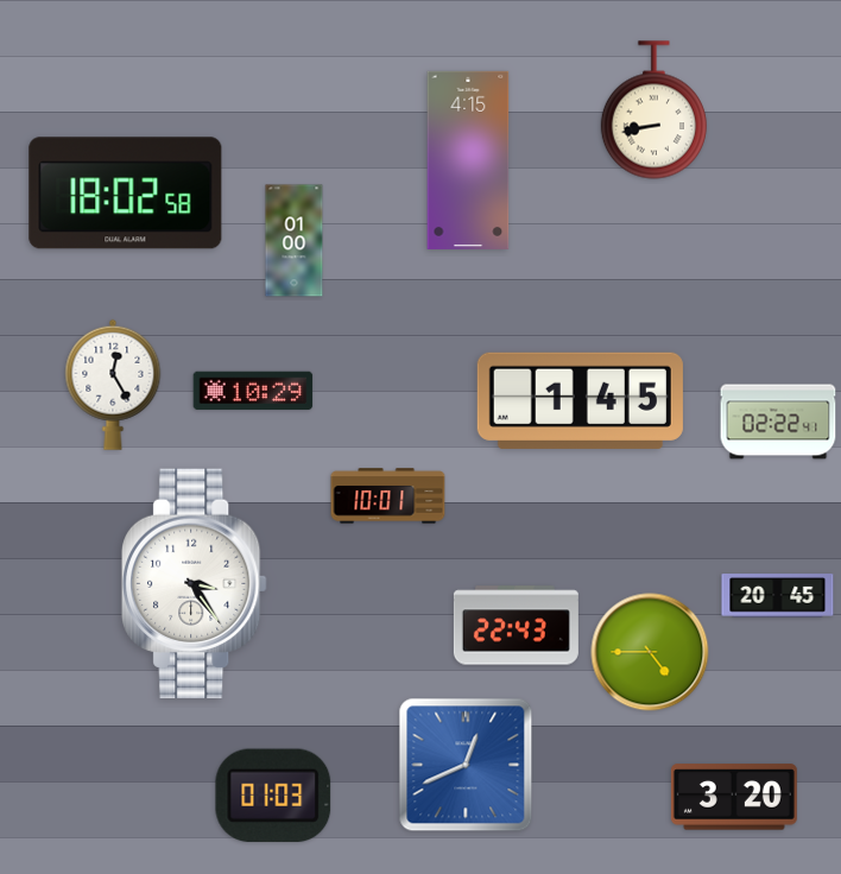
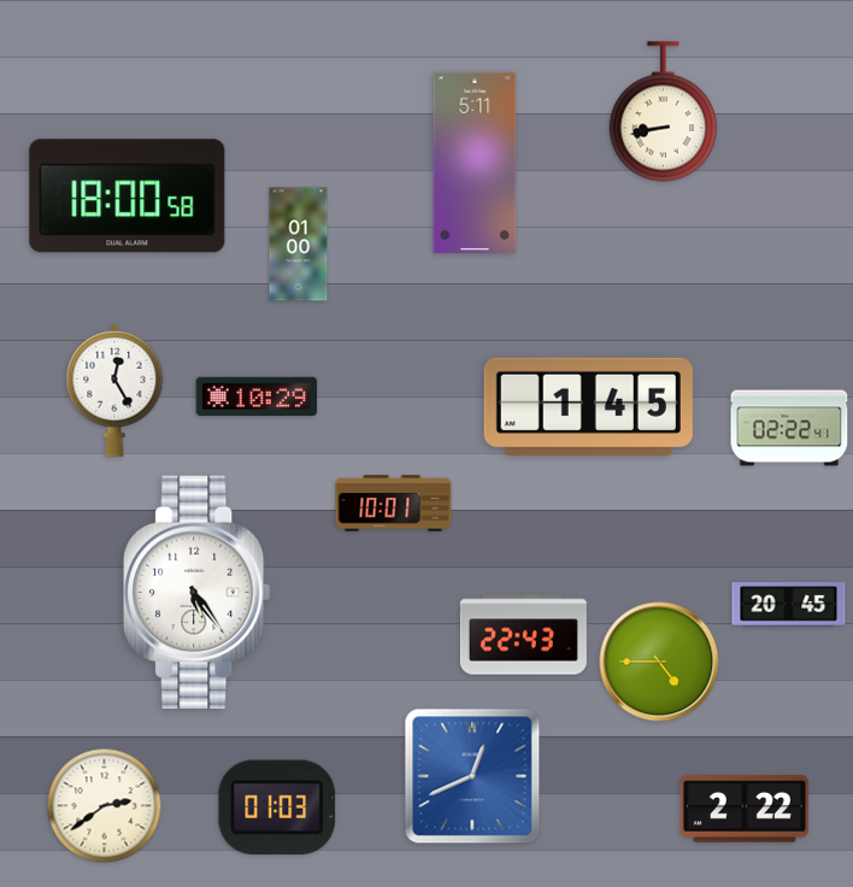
clock at (468, 160): 4:15 -> 5:11
clock at (126, 194): 18:02 -> 18:00
clock at (195, 584): 3:24 -> 5:24
clock at (105, 806): none -> 2:39
clock at (734, 797): 3:20 -> 2:22
